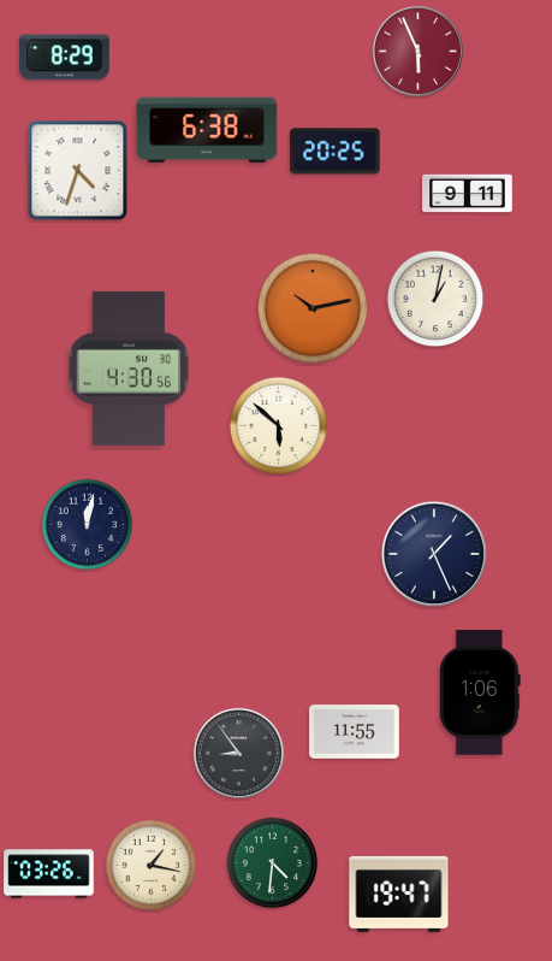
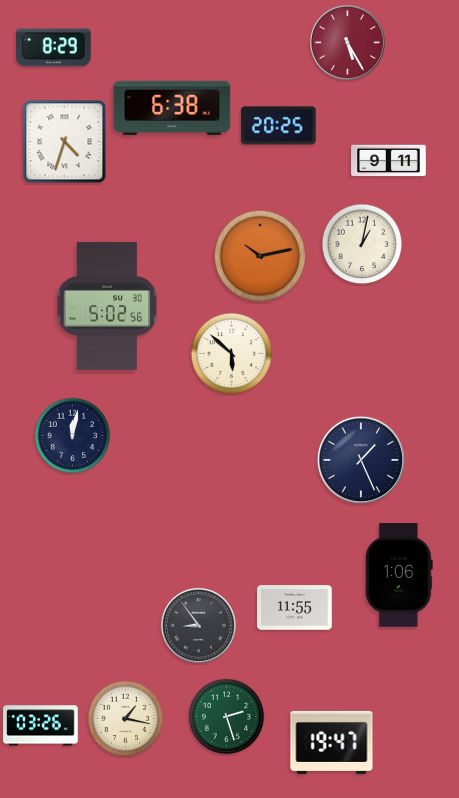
clock at (417, 51): 5:56 -> 5:25
clock at (435, 299) position: (435, 299) -> (362, 244)
clock at (129, 369): 4:30 -> 5:02
clock at (273, 863): 4:31 -> 2:27
